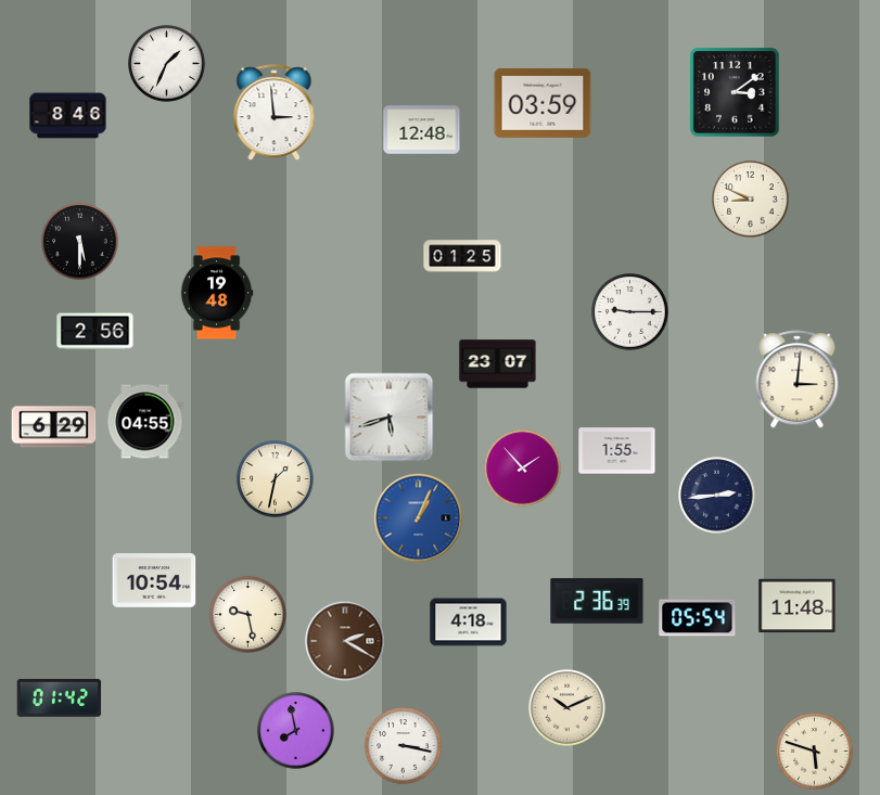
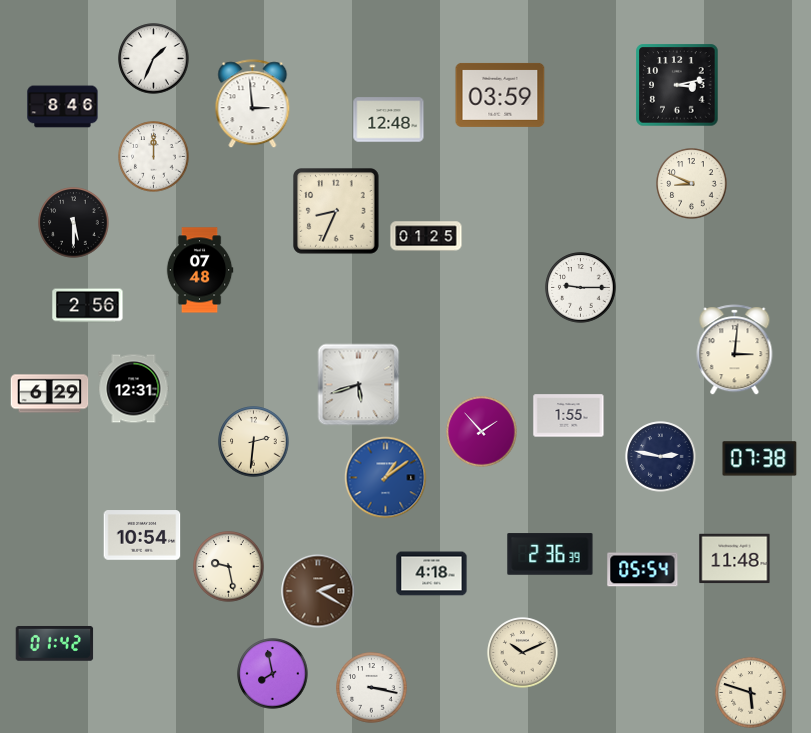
clock at (735, 92): 3:09 -> 3:13
clock at (154, 157): none -> 12:00
clock at (337, 212): none -> 8:34
clock at (217, 293): 19:48 -> 07:48
clock at (498, 364): 23:07 -> none
clock at (145, 422): 04:55 -> 12:31
clock at (276, 479): 1:32 -> 2:31
clock at (717, 496): 2:44 -> 2:47
clock at (760, 459): none -> 07:38
clock at (419, 518): 1:04 -> 1:09
